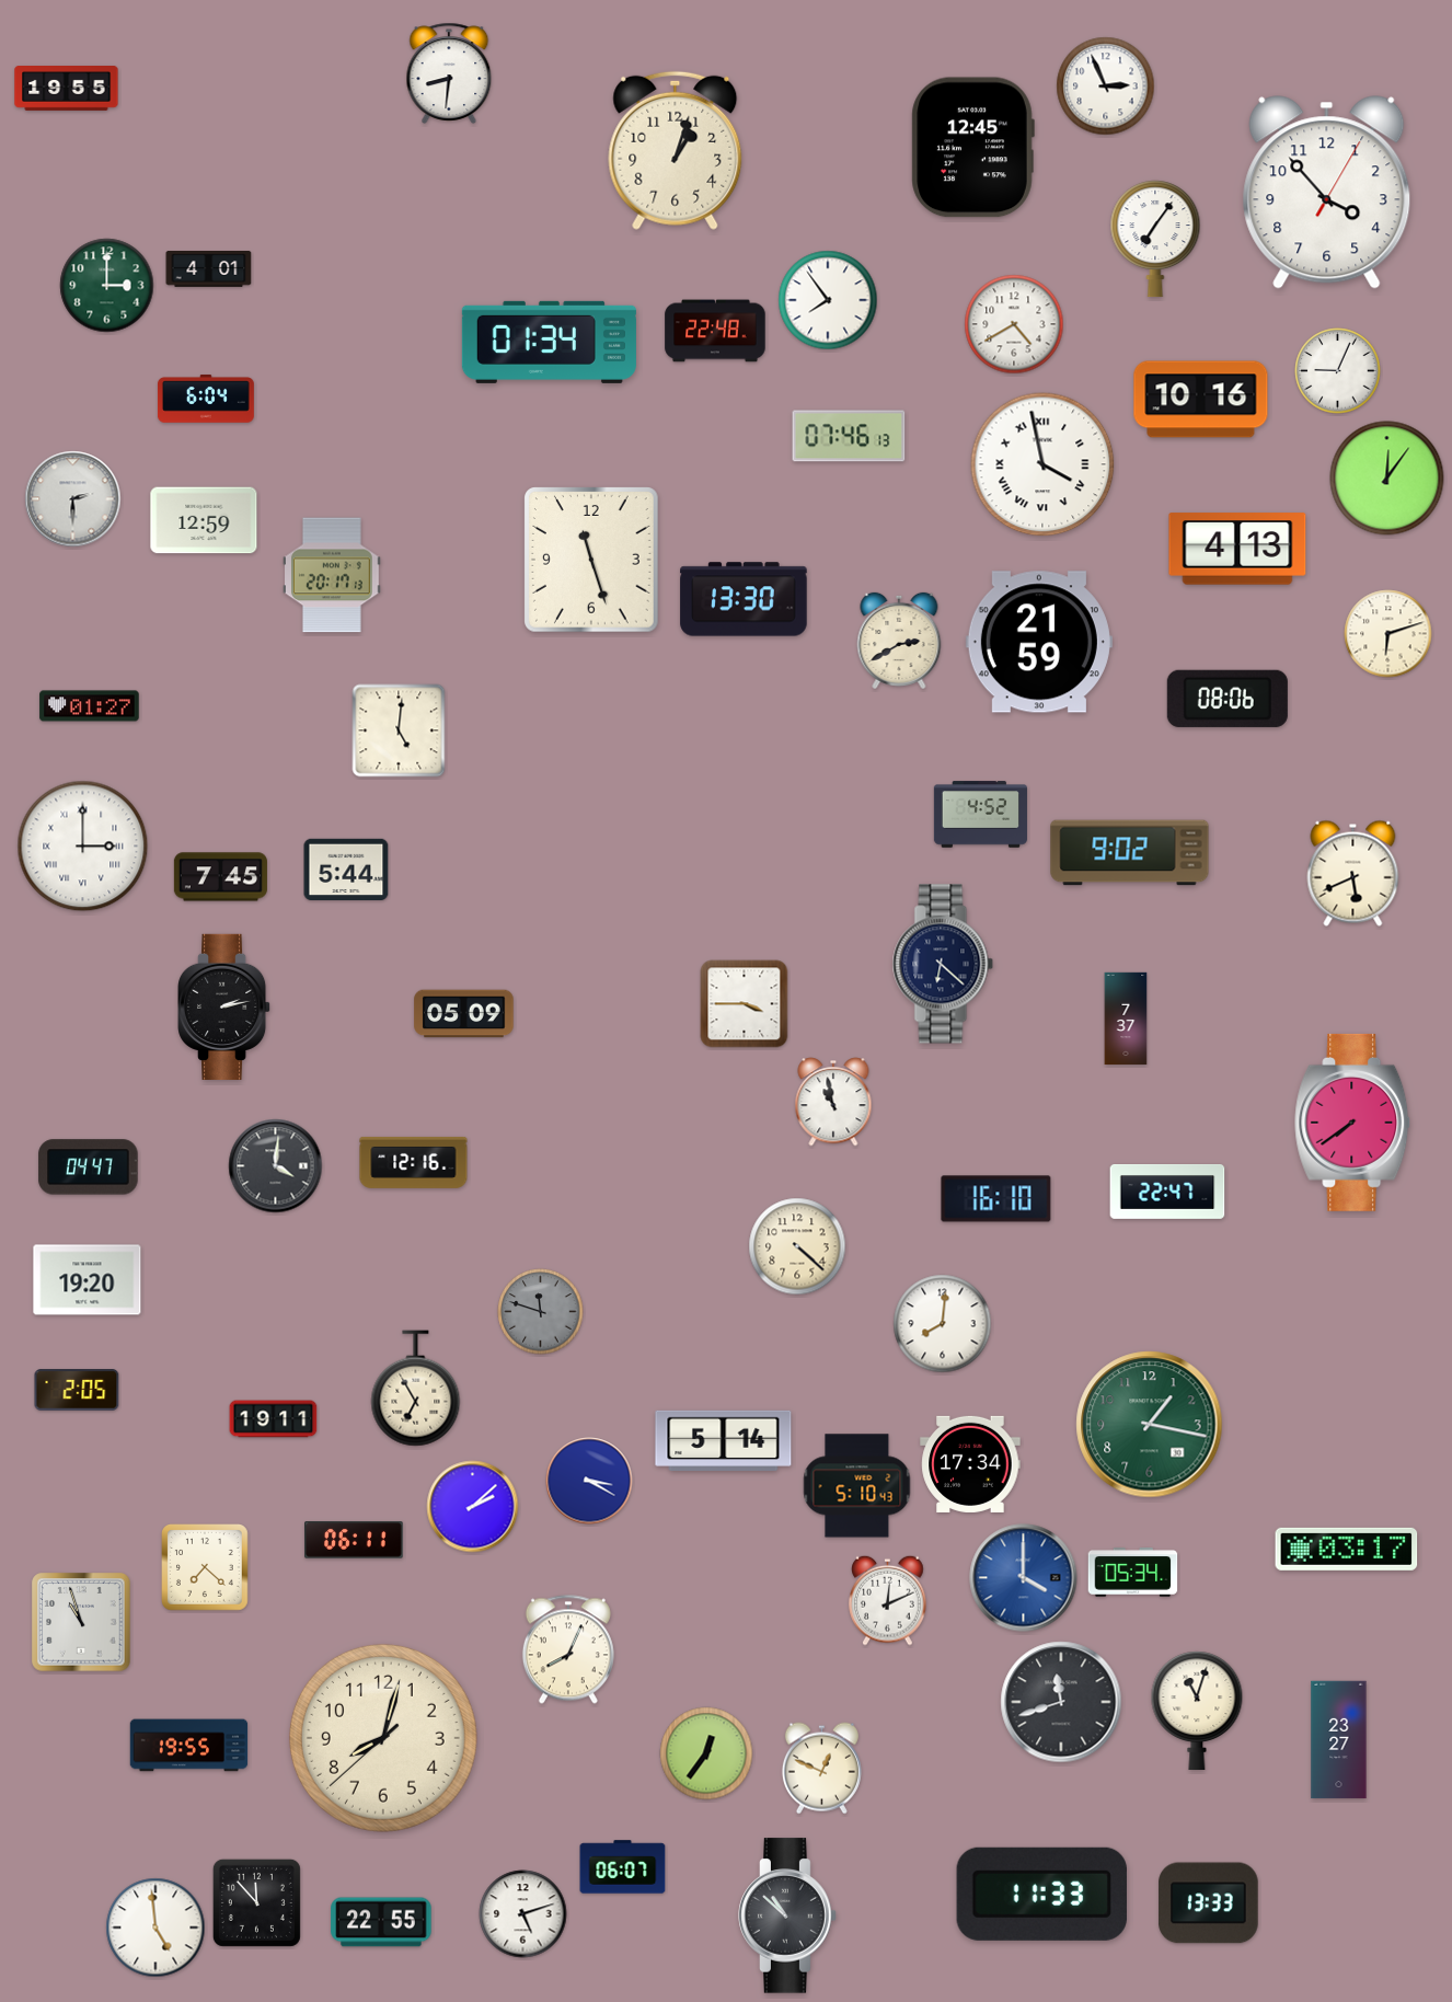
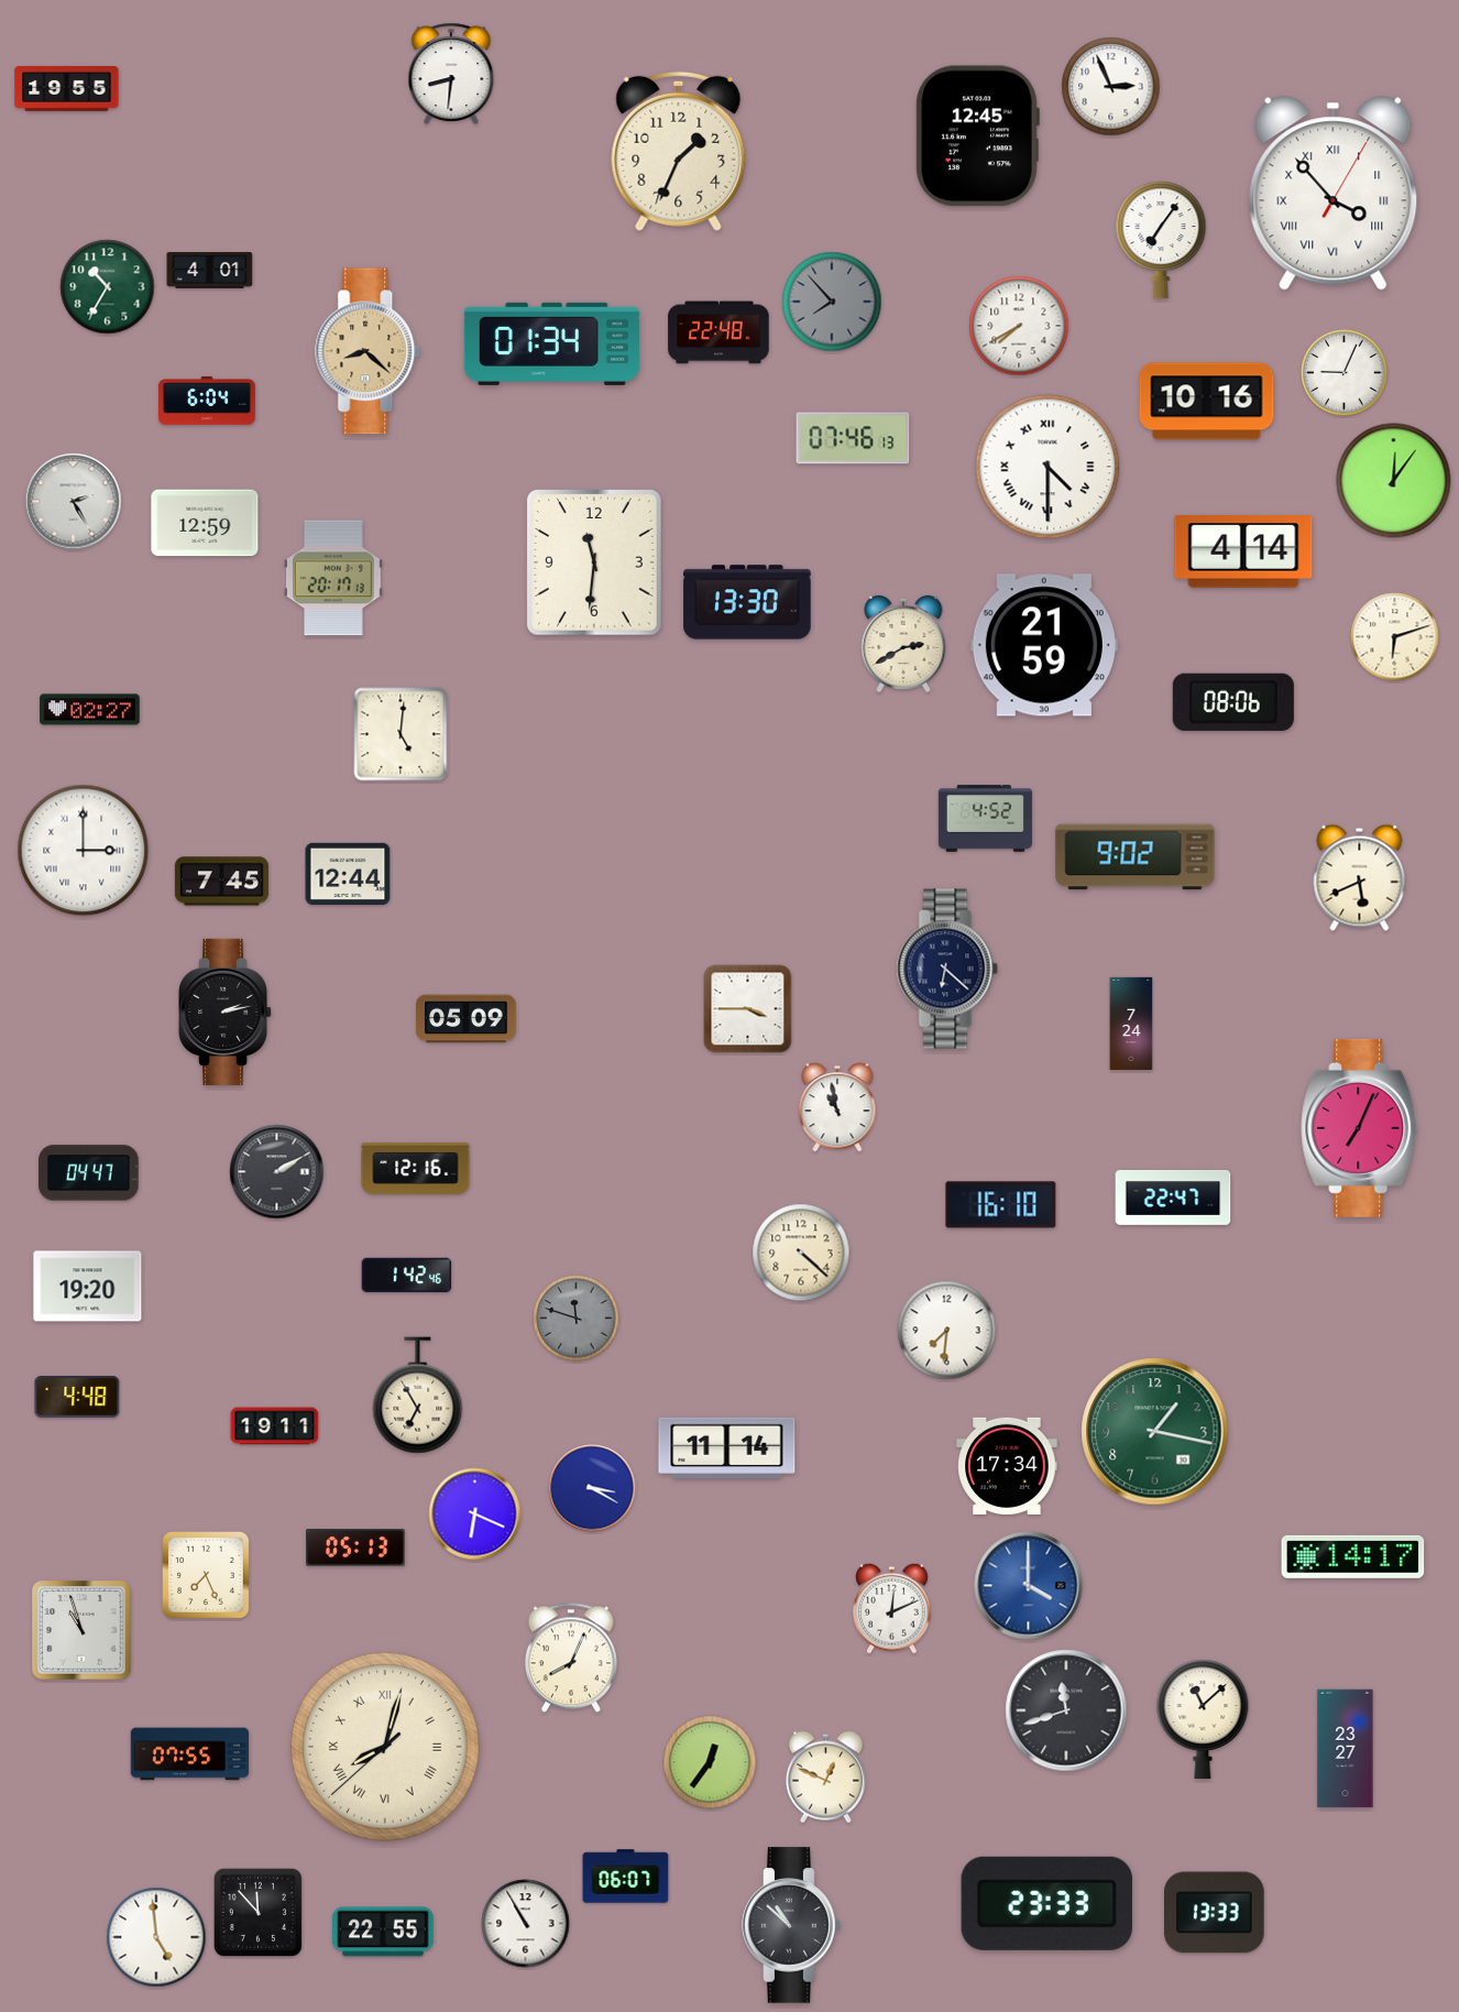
clock at (972, 148) position: (972, 148) -> (977, 136)
clock at (676, 150): 1:03 -> 1:34
clock at (1327, 193) numerals: Arabic -> Roman
clock at (107, 286): 3:00 -> 10:35
clock at (828, 300): 7:54 -> 7:53
clock at (828, 300) dial: white -> grey
clock at (1014, 324): 4:40 -> 7:40
clock at (369, 351): none -> 8:22
clock at (1042, 464): 3:58 -> 4:30
clock at (73, 499): 2:30 -> 2:25
clock at (1237, 549): 4:13 -> 4:14
clock at (592, 560): 11:27 -> 11:31
clock at (90, 706): 01:27 -> 02:27
clock at (346, 868): 5:44 -> 12:44
clock at (1126, 1019): 7:37 -> 7:24
clock at (1353, 1123): 7:39 -> 7:04
clock at (276, 1166): 4:01 -> 2:10
clock at (407, 1276): none -> 1:42
clock at (541, 1312) position: (541, 1312) -> (577, 1319)
clock at (943, 1324): 8:01 -> 7:31
clock at (77, 1390): 2:05 -> 4:48
clock at (724, 1440): 5:14 -> 11:14
clock at (970, 1464) position: (970, 1464) -> (1007, 1466)
clock at (857, 1486): 5:10 -> none
clock at (473, 1507): 2:08 -> 6:19
clock at (354, 1540): 06:11 -> 05:13
clock at (1347, 1549): 03:17 -> 14:17
clock at (206, 1568): 7:22 -> 7:26
clock at (1133, 1573): 05:34 -> none
clock at (1197, 1710): 11:03 -> 11:08
clock at (383, 1738) numerals: Arabic -> Roman
clock at (189, 1746): 19:55 -> 07:55
clock at (1041, 1894): 11:33 -> 23:33
clock at (523, 1914): 5:12 -> 10:55
